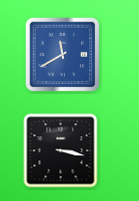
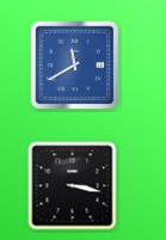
clock at (61, 151) position: (61, 151) -> (73, 186)
